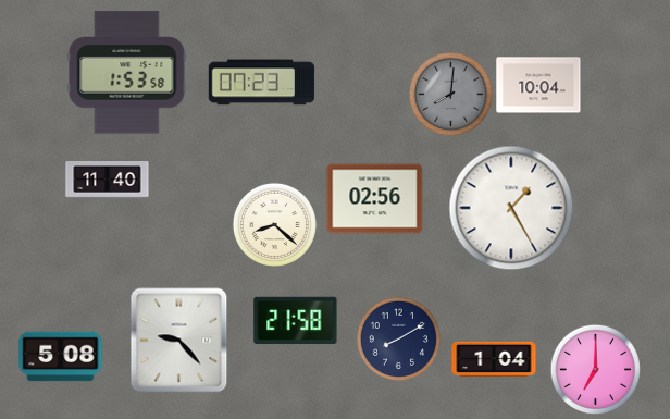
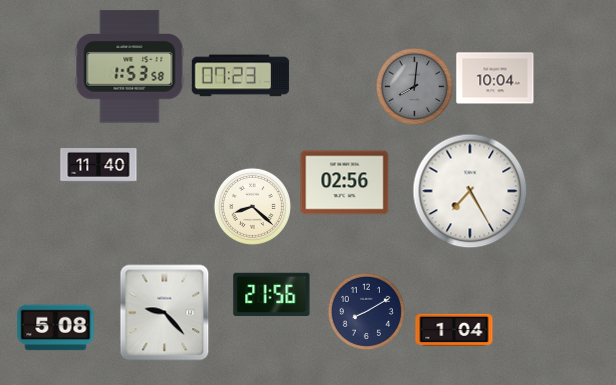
clock at (127, 73) position: (127, 73) -> (130, 67)
clock at (511, 208): 1:25 -> 7:25
clock at (296, 321): 21:58 -> 21:56
clock at (595, 369): 7:00 -> none
